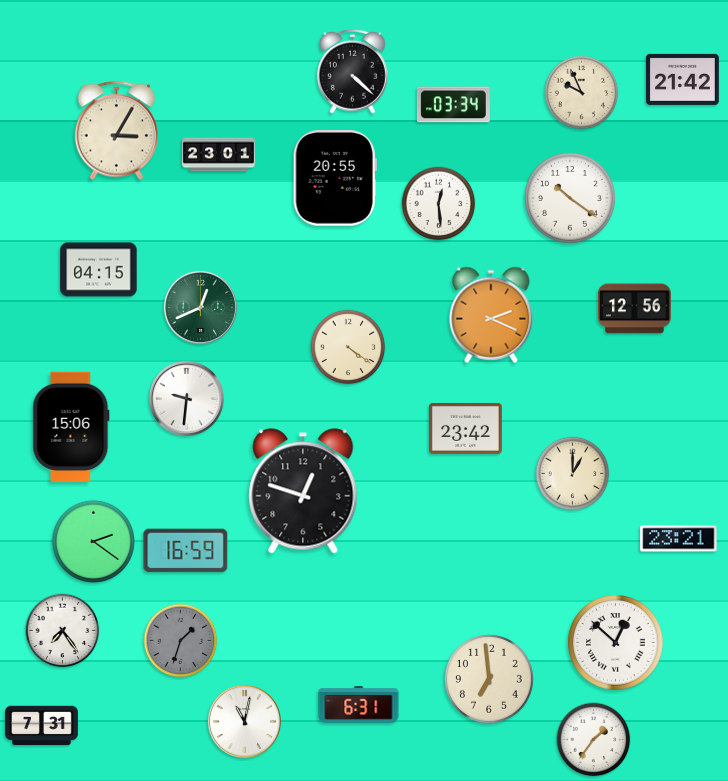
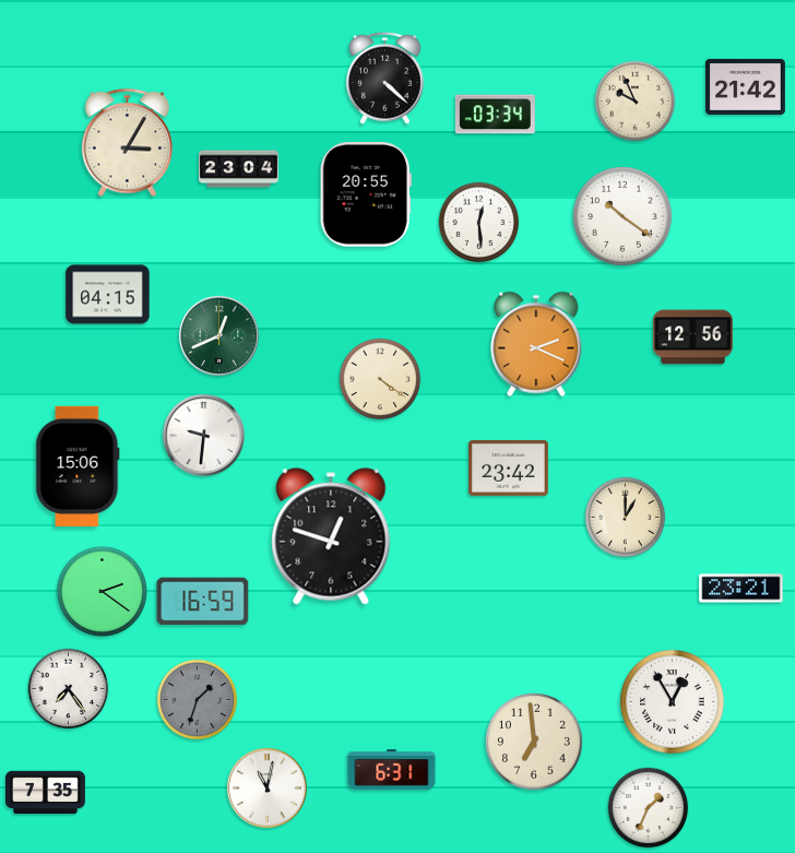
clock at (219, 155): 23:01 -> 23:04
clock at (616, 643): 12:52 -> 12:55
clock at (42, 726): 7:31 -> 7:35
clock at (594, 740): 1:36 -> 1:34
